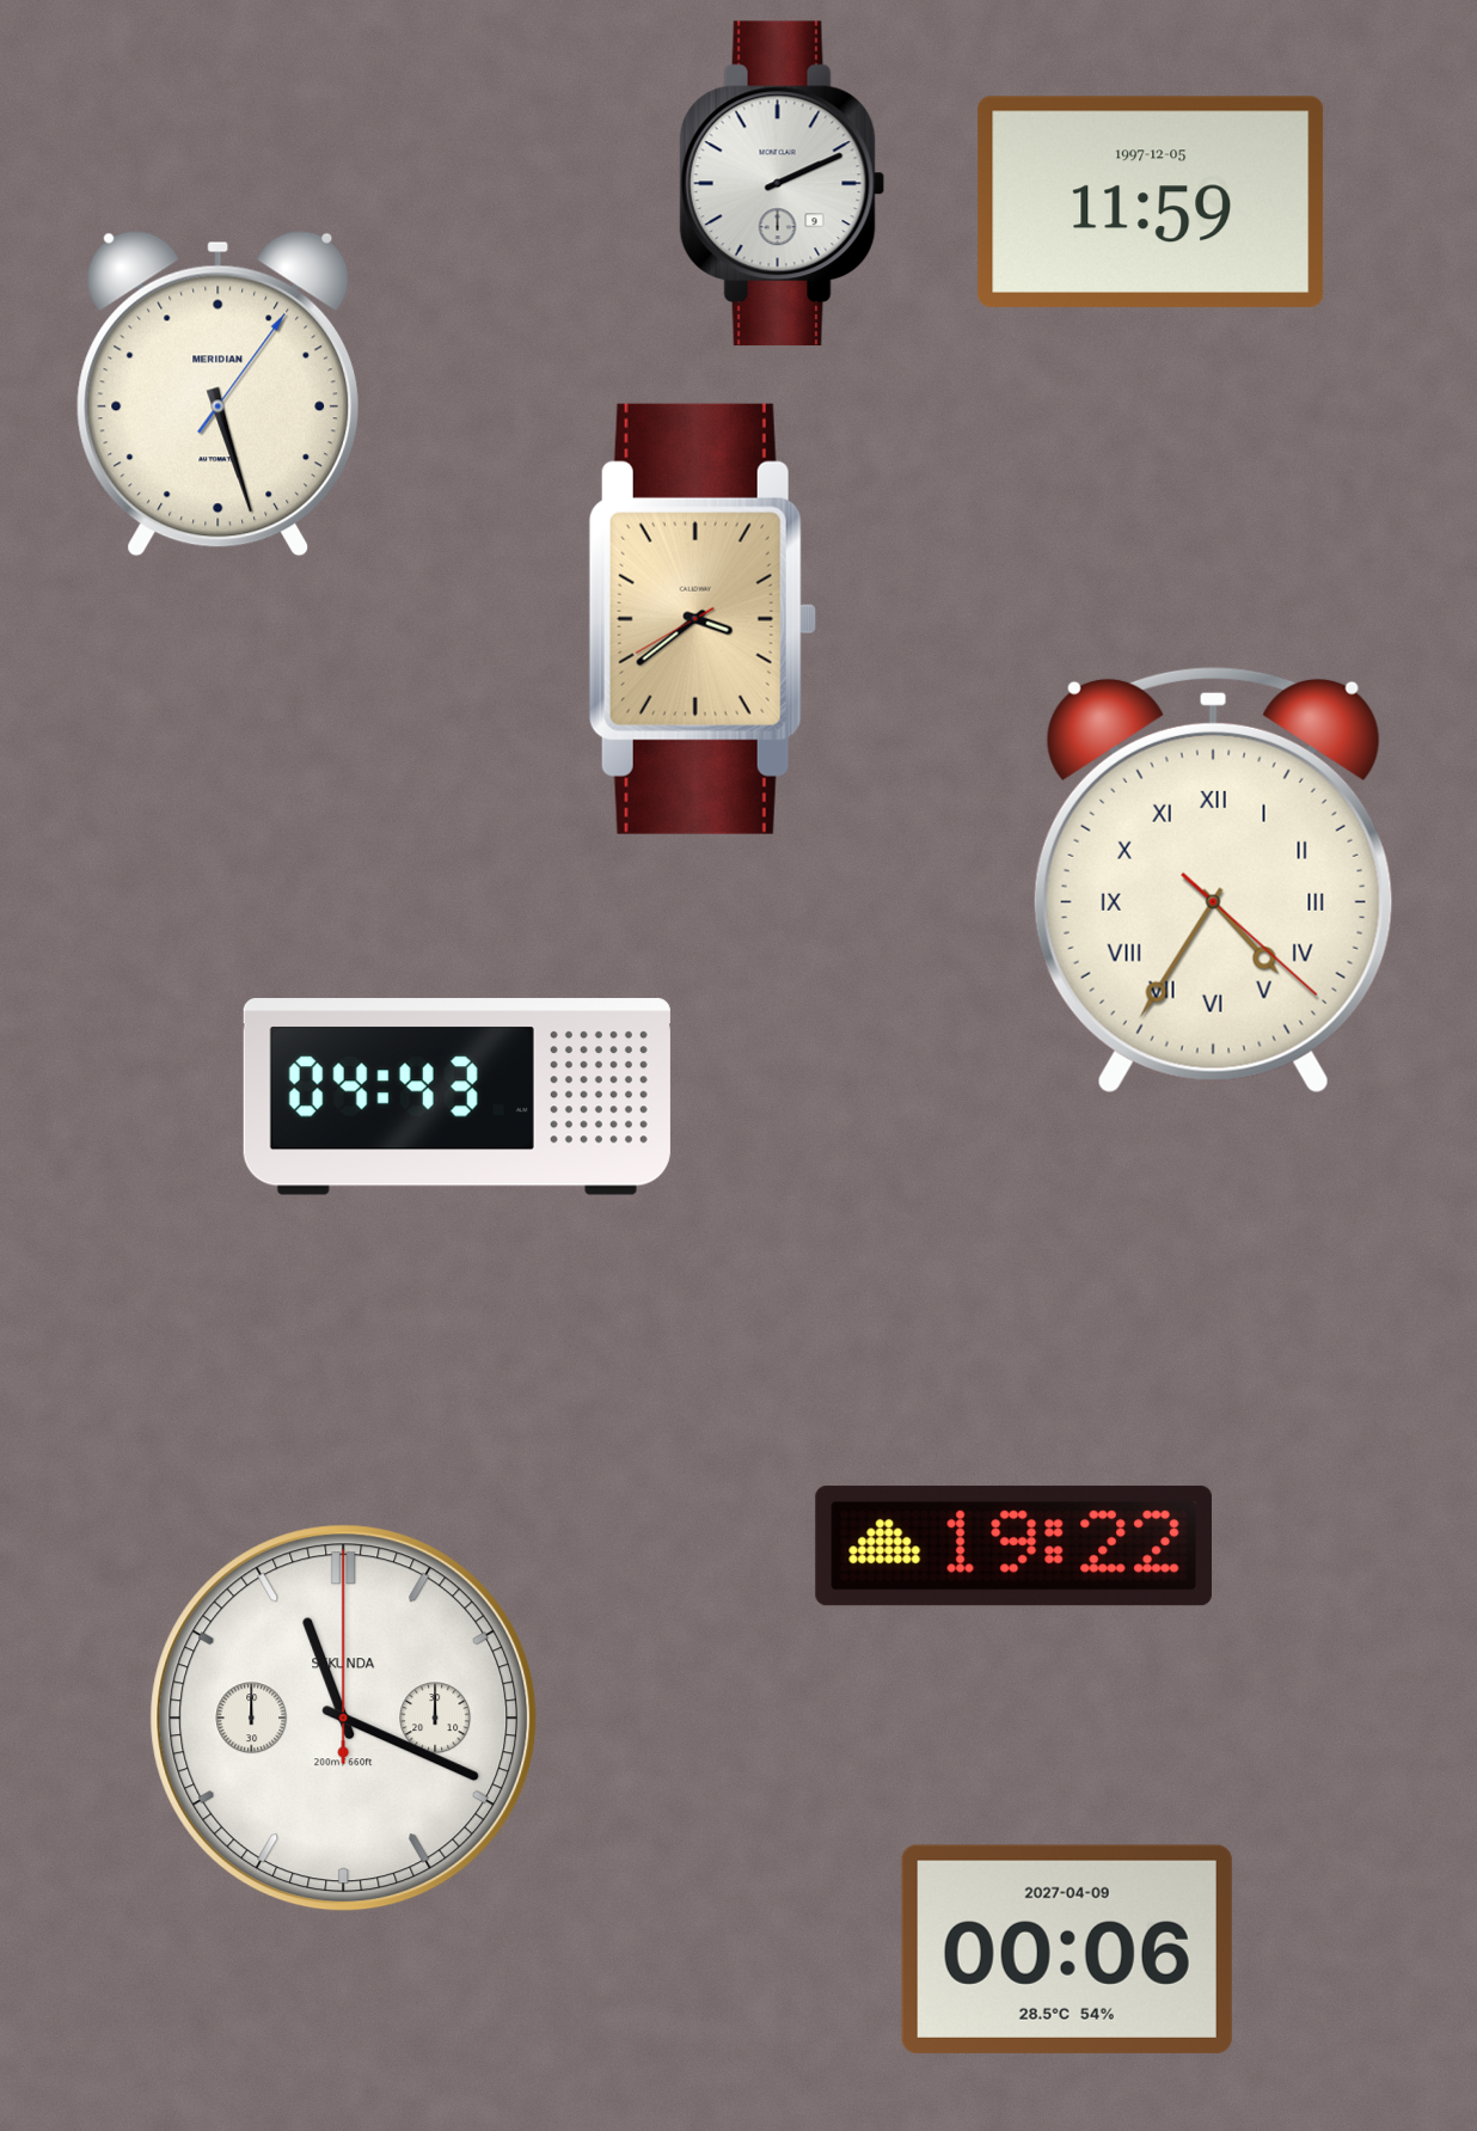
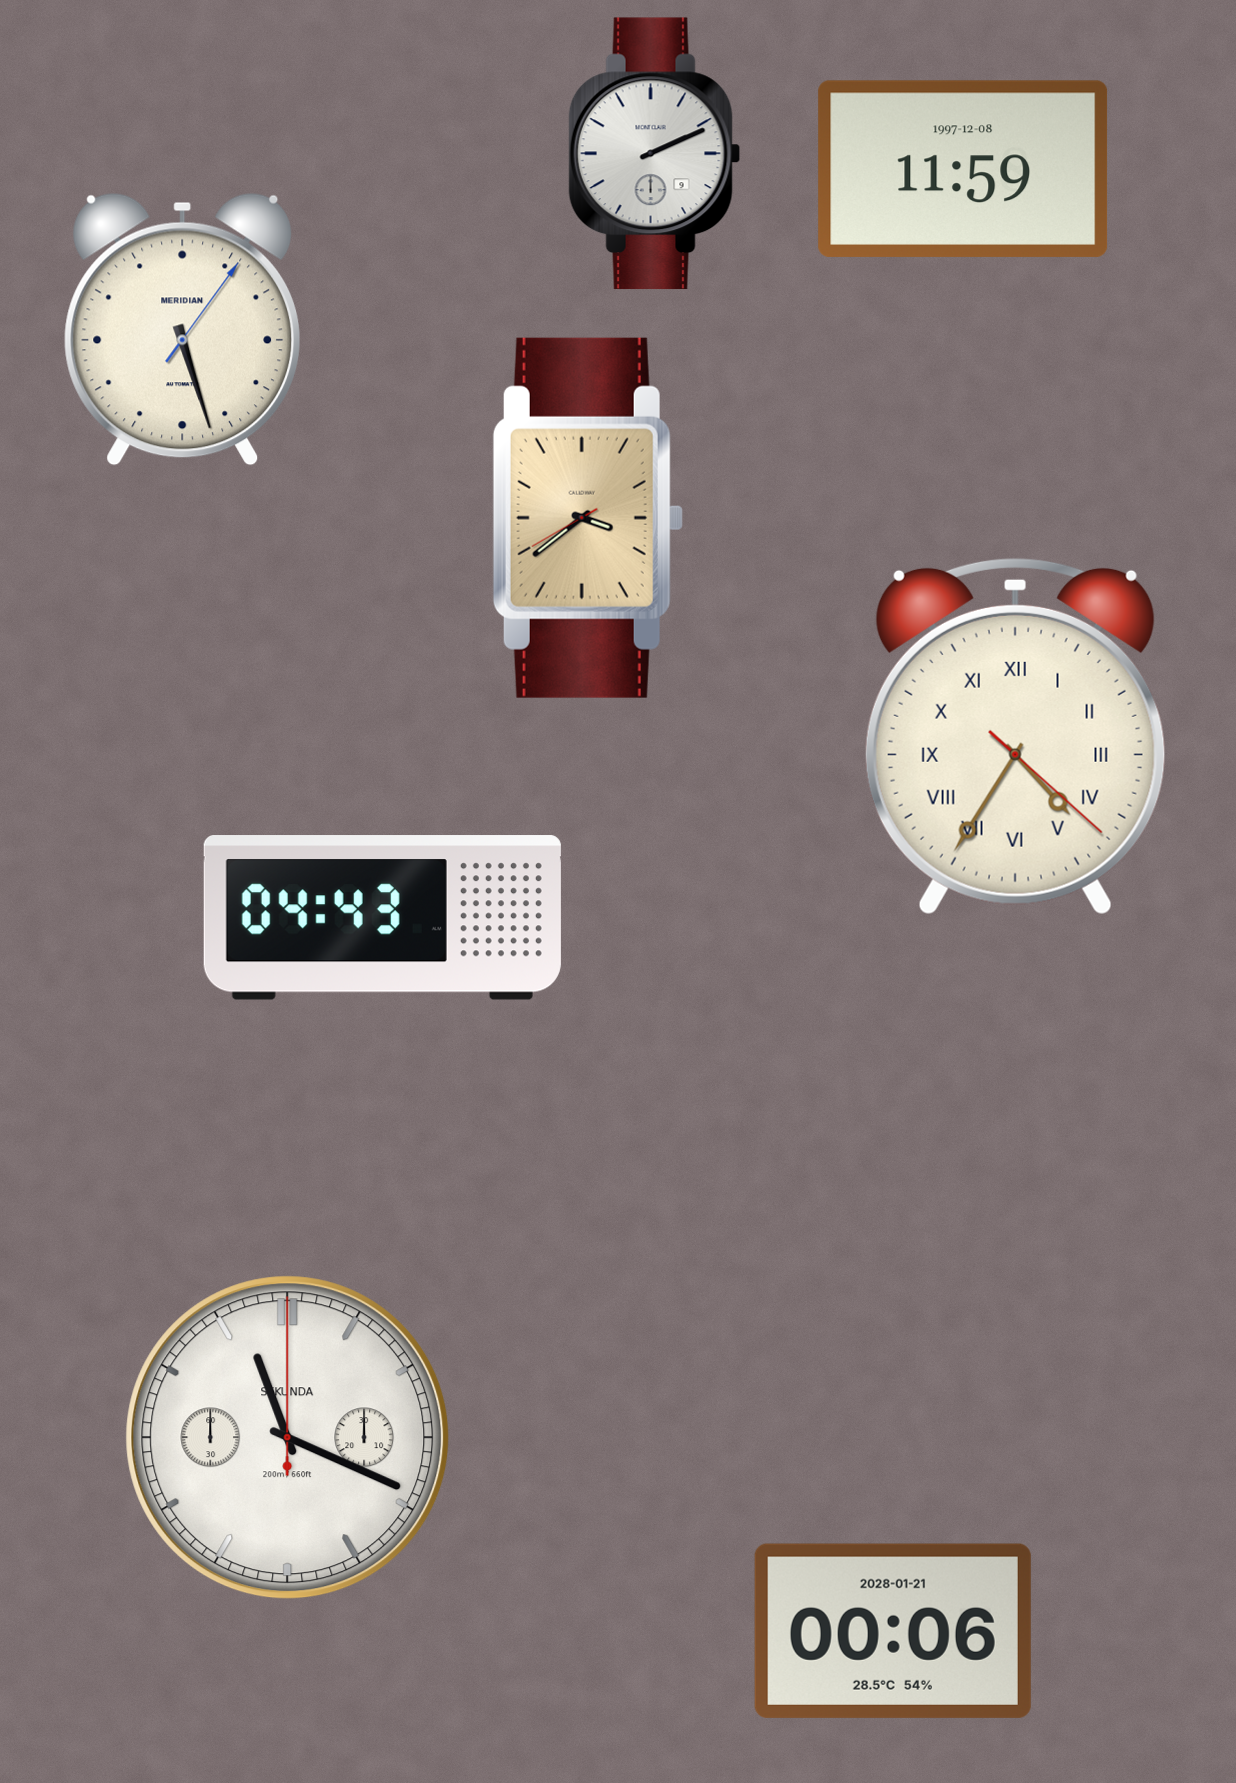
clock at (1151, 202) date: 1997-12-05 -> 1997-12-08
clock at (1013, 1547): 19:22 -> none
clock at (1067, 1949) date: 2027-04-09 -> 2028-01-21
